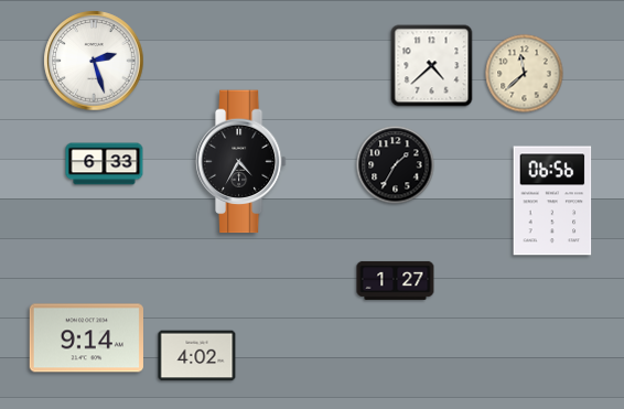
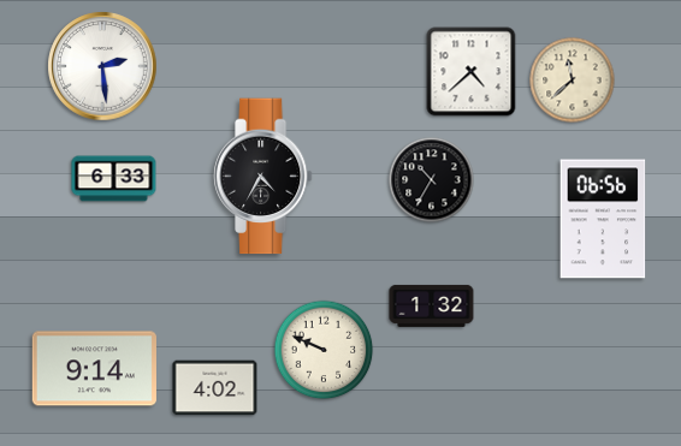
clock at (94, 61): 2:27 -> 2:29
clock at (396, 165): 1:35 -> 10:35
clock at (396, 280): 1:27 -> 1:32
clock at (324, 350): none -> 9:49
